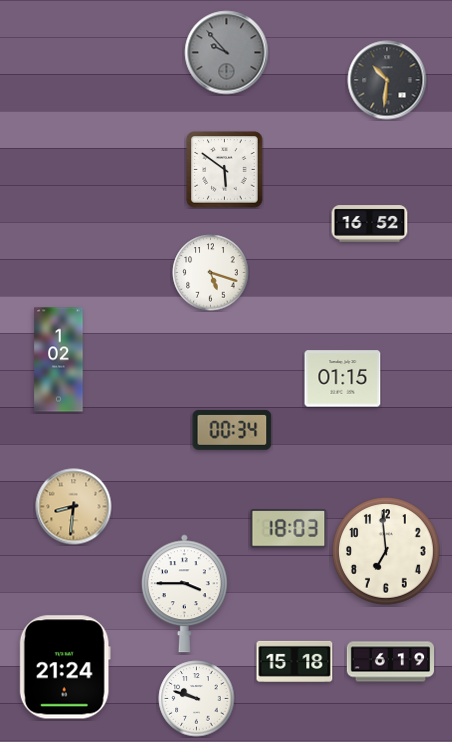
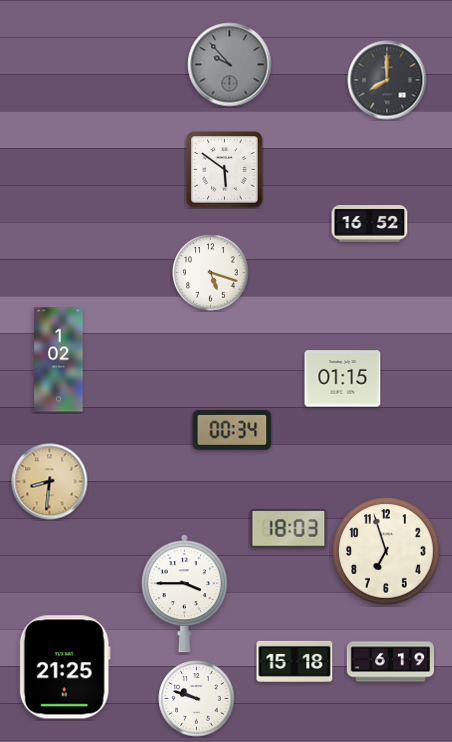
clock at (227, 53) position: (227, 53) -> (230, 65)
clock at (387, 80): 10:31 -> 8:00
clock at (74, 507) position: (74, 507) -> (50, 482)
clock at (386, 551): 6:59 -> 6:57
clock at (65, 667): 21:24 -> 21:25
